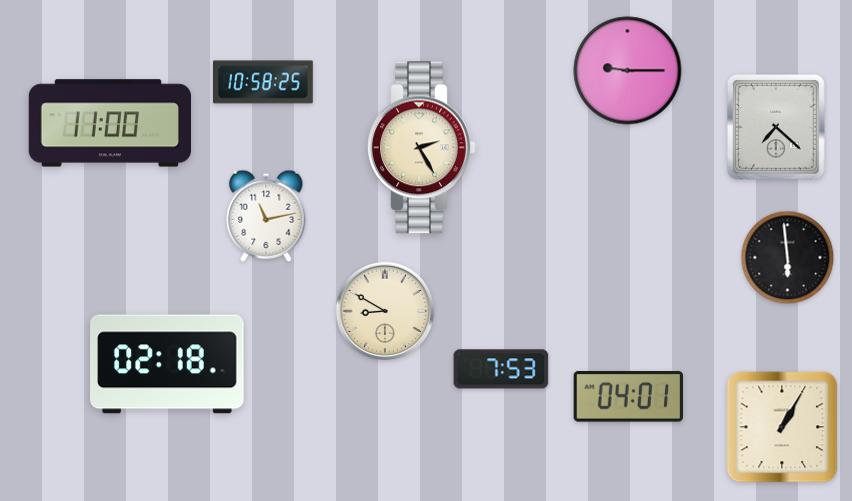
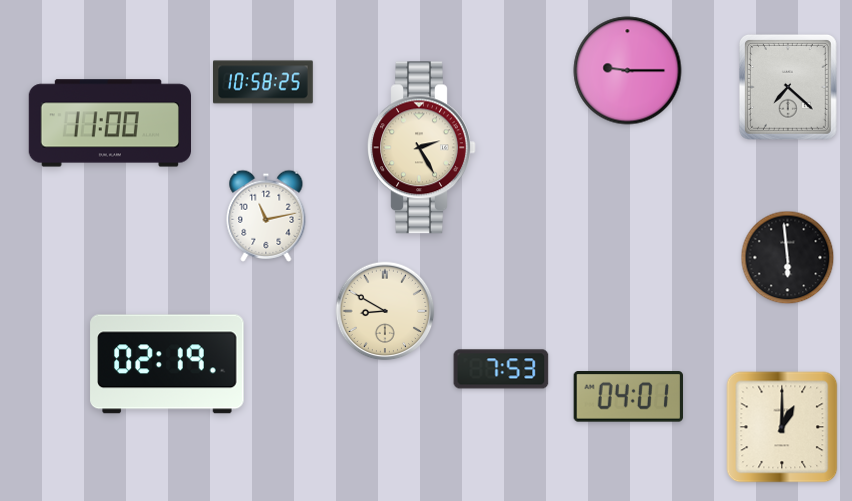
clock at (776, 127) position: (776, 127) -> (788, 87)
clock at (167, 364): 02:18 -> 02:19
clock at (782, 427): 1:05 -> 1:00
